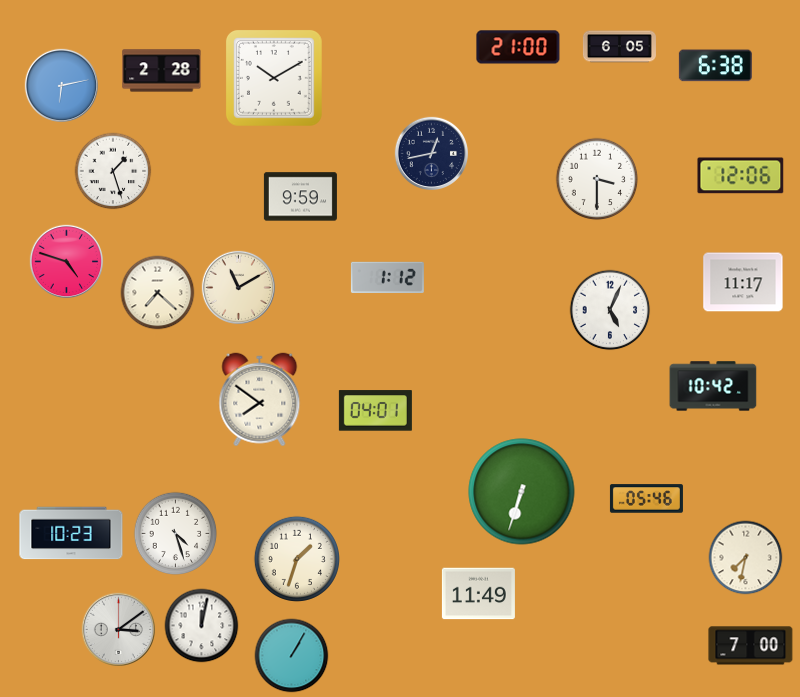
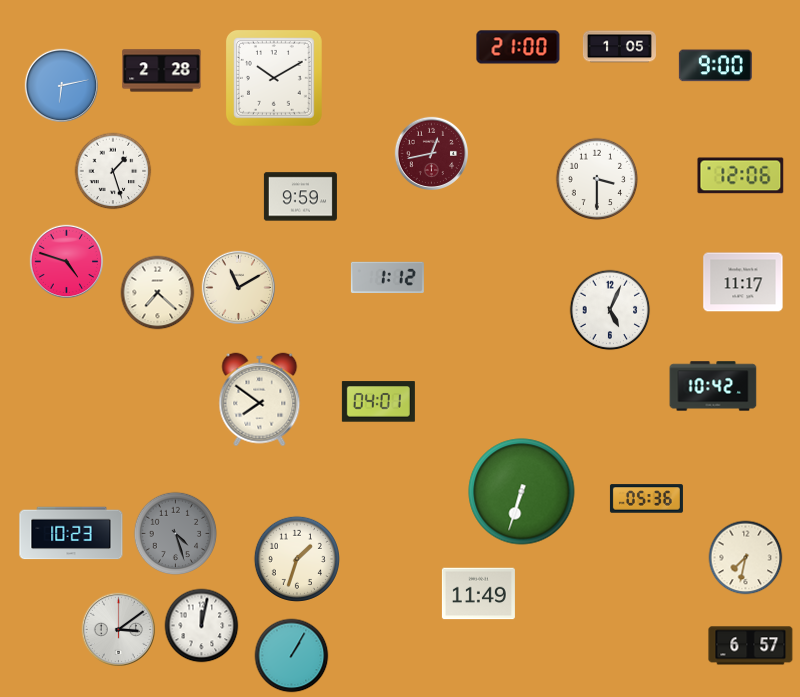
clock at (619, 47): 6:05 -> 1:05
clock at (715, 66): 6:38 -> 9:00
clock at (431, 153) dial: navy -> burgundy
clock at (375, 411) position: (375, 411) -> (378, 402)
clock at (646, 499): 05:46 -> 05:36
clock at (176, 534) dial: white -> grey
clock at (751, 646): 7:00 -> 6:57
